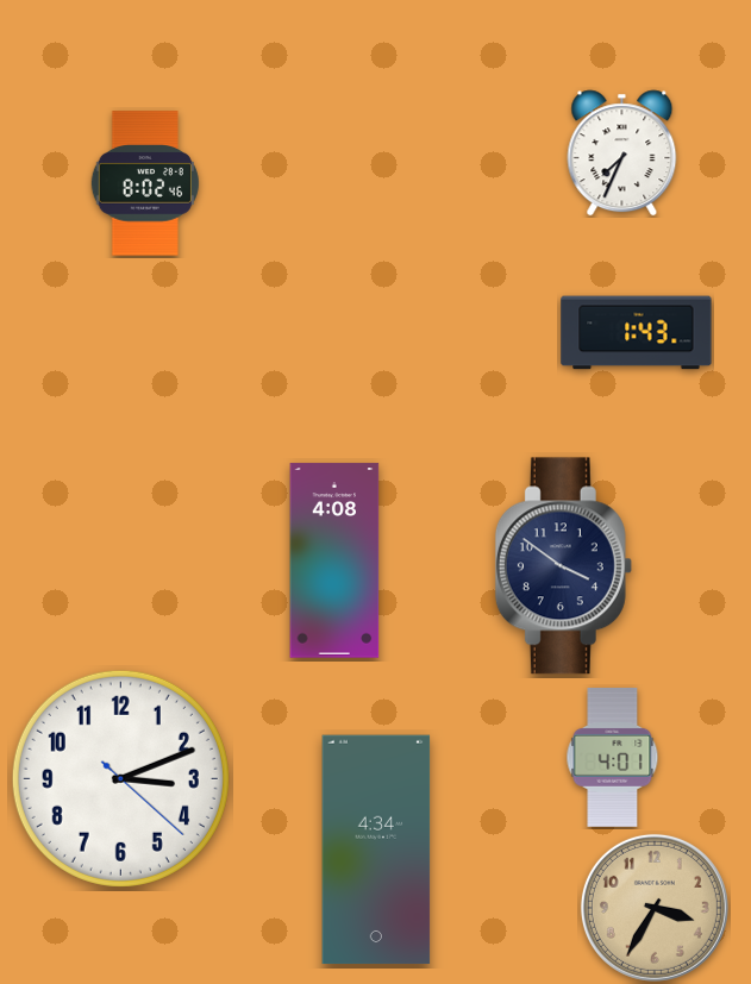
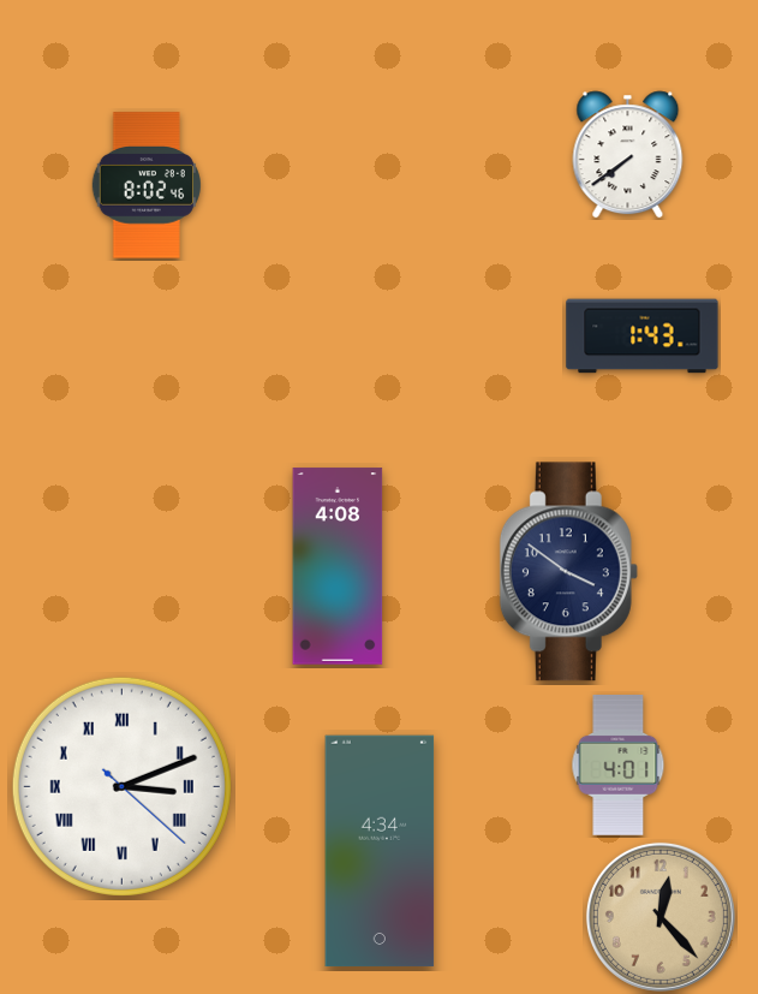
clock at (622, 153): 7:34 -> 7:39
clock at (120, 778) numerals: Arabic -> Roman
clock at (376, 850) position: (376, 850) -> (380, 851)
clock at (655, 908): 3:35 -> 12:23
